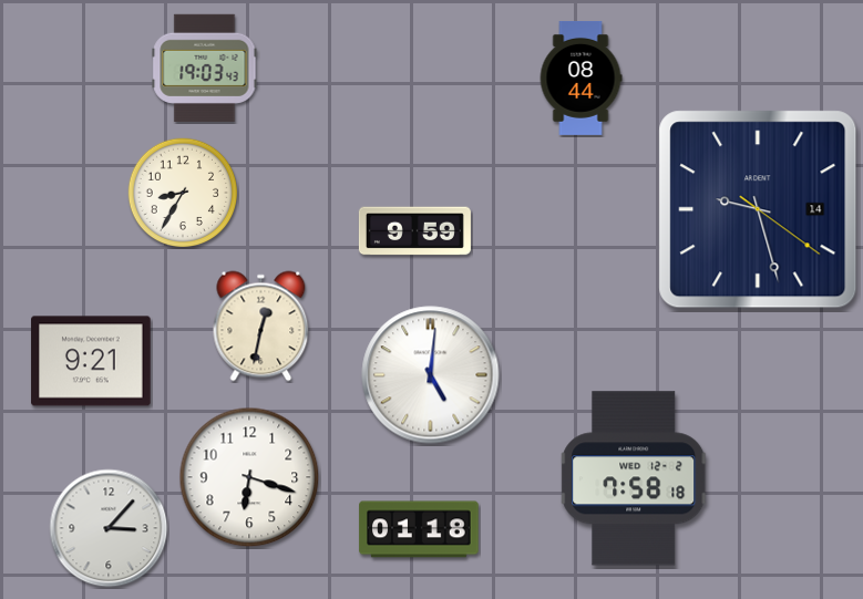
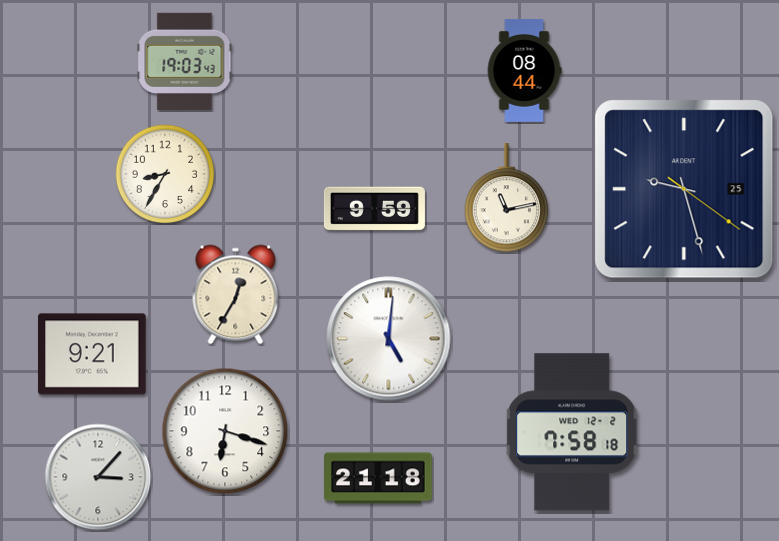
clock at (758, 209) date: 14 -> 25
clock at (507, 198): none -> 11:13
clock at (261, 327): 12:32 -> 12:35
clock at (91, 361) position: (91, 361) -> (92, 354)
clock at (419, 529): 01:18 -> 21:18
